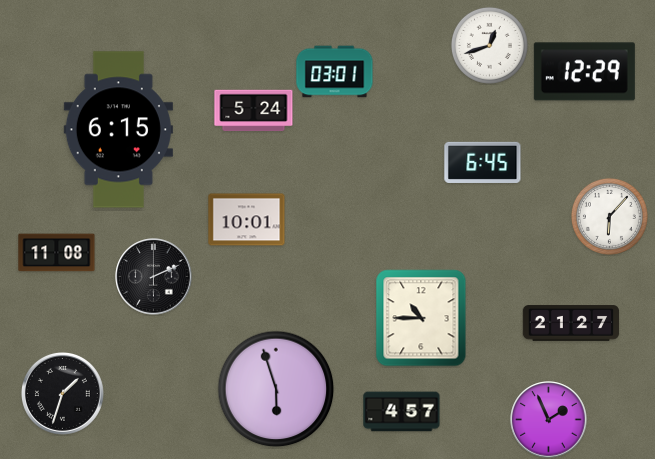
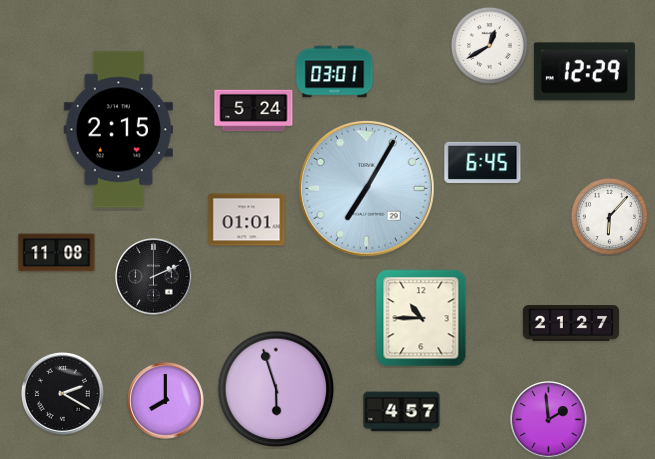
clock at (489, 45): 12:42 -> 12:40
clock at (118, 130): 6:15 -> 2:15
clock at (366, 188): none -> 7:05
clock at (247, 220): 10:01 -> 01:01
clock at (62, 393): 1:33 -> 2:20
clock at (166, 401): none -> 8:00
clock at (549, 420): 1:56 -> 1:59
